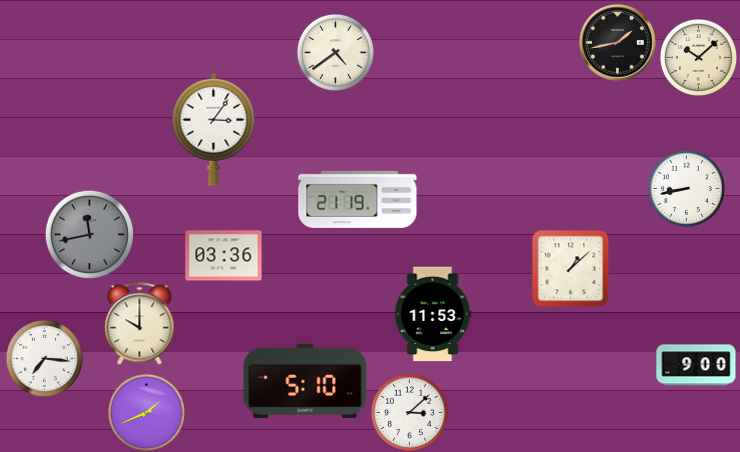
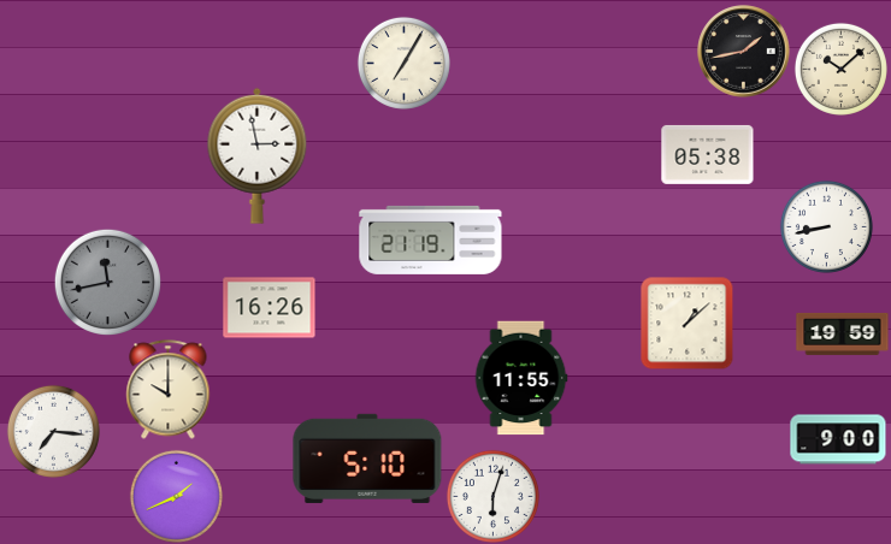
clock at (335, 52): 4:39 -> 7:05
clock at (708, 154): none -> 05:38
clock at (214, 129): 3:06 -> 2:58
clock at (224, 256): 03:36 -> 16:26
clock at (843, 333): none -> 19:59
clock at (433, 314): 11:53 -> 11:55
clock at (409, 412): 3:08 -> 6:03
